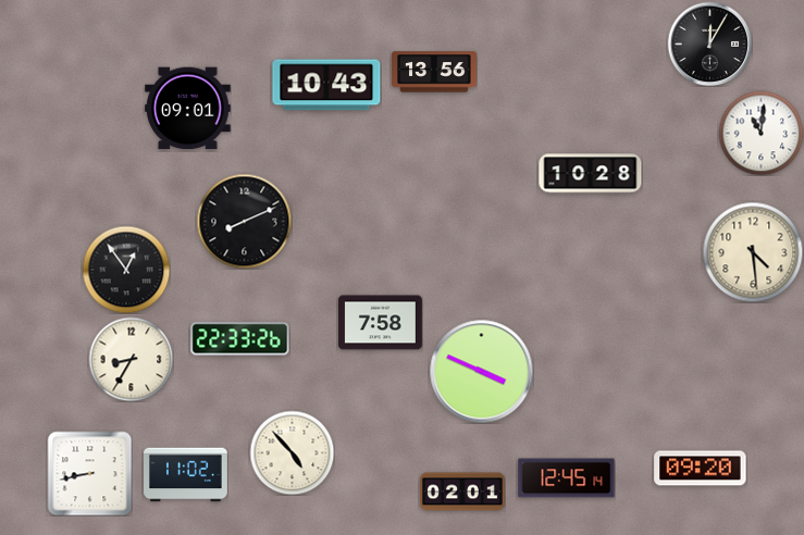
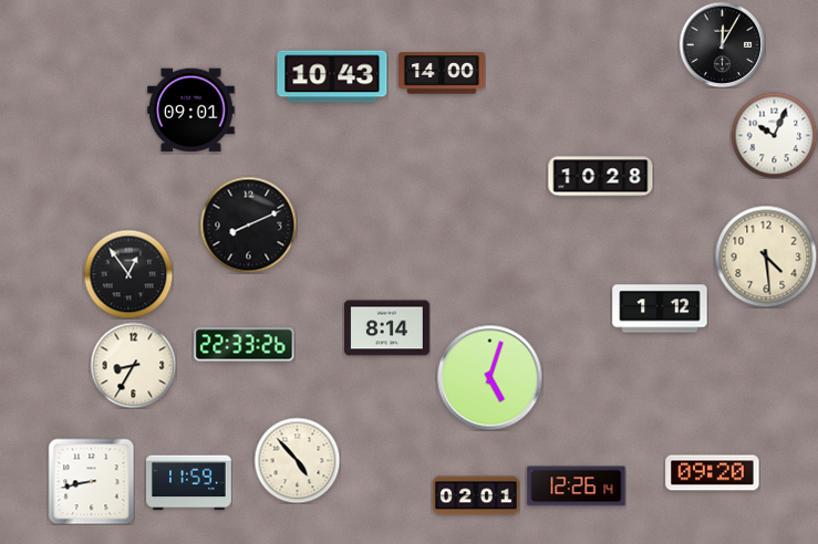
clock at (434, 72): 13:56 -> 14:00
clock at (326, 85) position: (326, 85) -> (332, 76)
clock at (760, 133): 11:01 -> 10:04
clock at (660, 308): none -> 1:12
clock at (380, 323): 7:58 -> 8:14
clock at (481, 371): 3:49 -> 5:03
clock at (701, 469) position: (701, 469) -> (713, 473)
clock at (186, 475): 11:02 -> 11:59
clock at (567, 478): 12:45 -> 12:26
clock at (463, 492) position: (463, 492) -> (477, 495)
